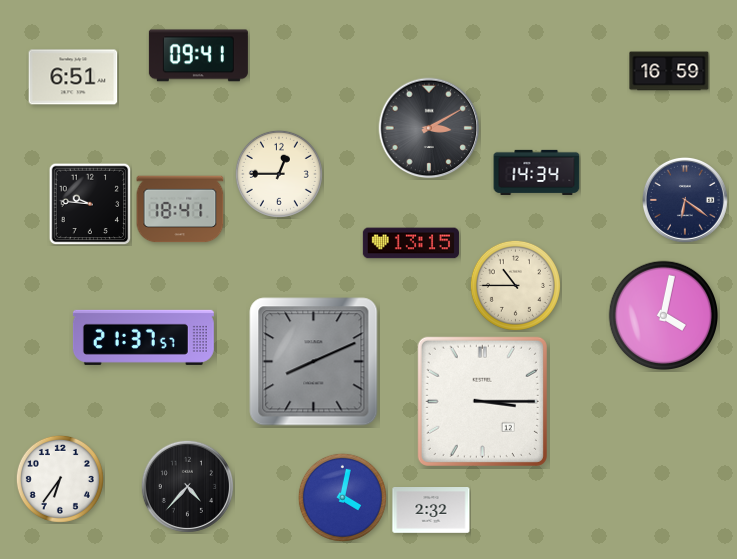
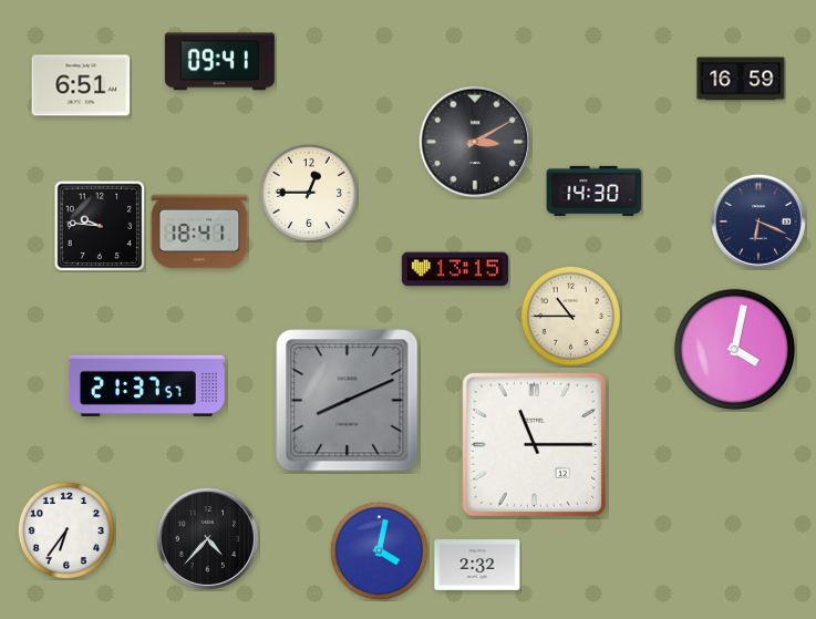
clock at (537, 172): 14:34 -> 14:30
clock at (685, 200): 6:21 -> 6:19
clock at (143, 337) position: (143, 337) -> (146, 385)
clock at (482, 401): 3:15 -> 11:15
